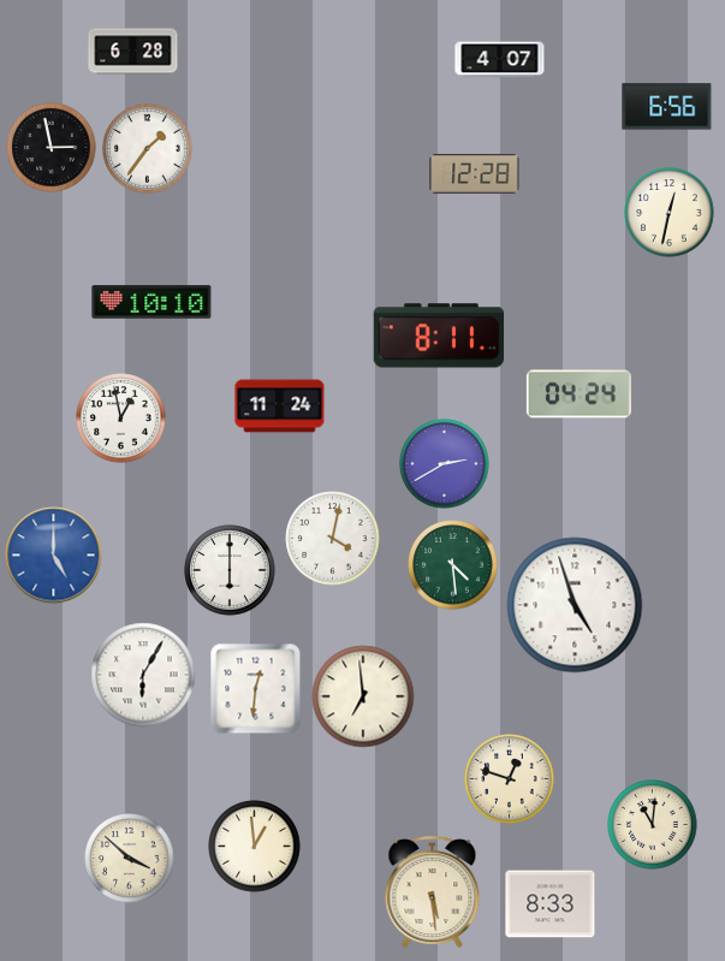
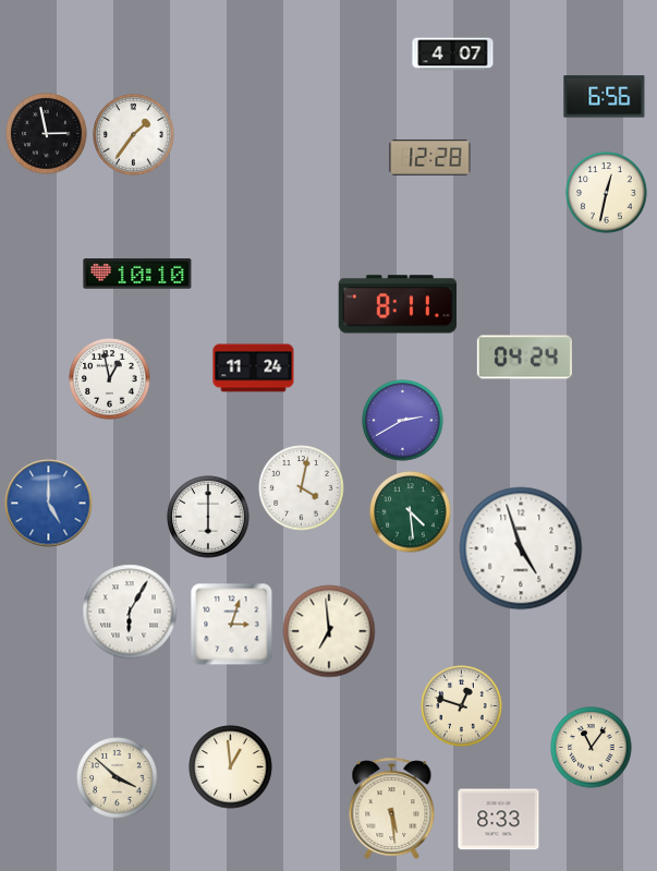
clock at (133, 52): 6:28 -> none
clock at (256, 689): 12:31 -> 3:03
clock at (653, 825): 11:01 -> 11:06
